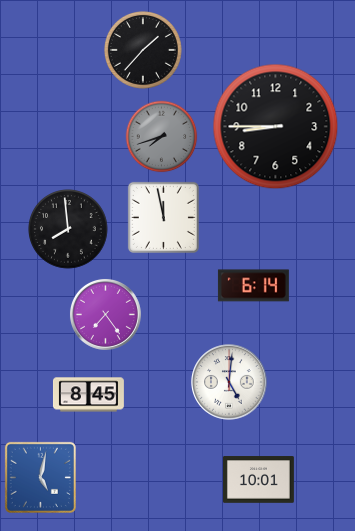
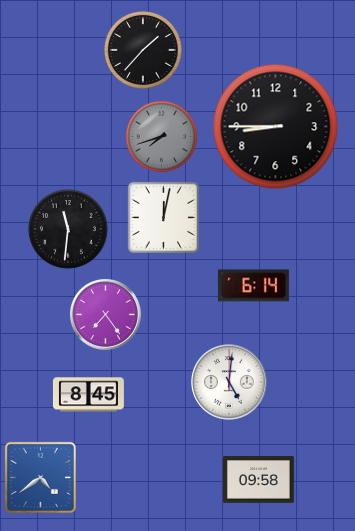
clock at (163, 217): 11:58 -> 12:02
clock at (69, 230): 7:59 -> 11:31
clock at (40, 477): 5:02 -> 4:39
clock at (258, 480): 10:01 -> 09:58
